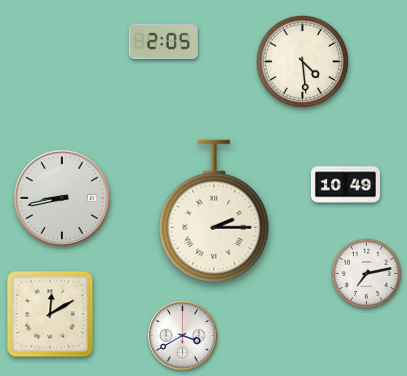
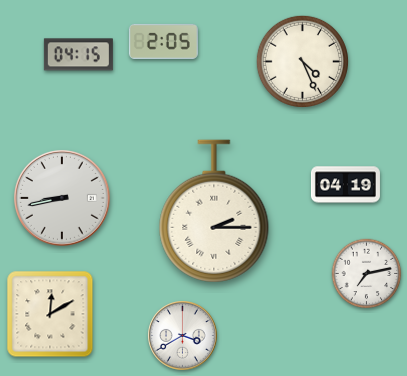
clock at (78, 55): none -> 04:15
clock at (302, 61): 4:29 -> 4:26
clock at (345, 185): 10:49 -> 04:19
